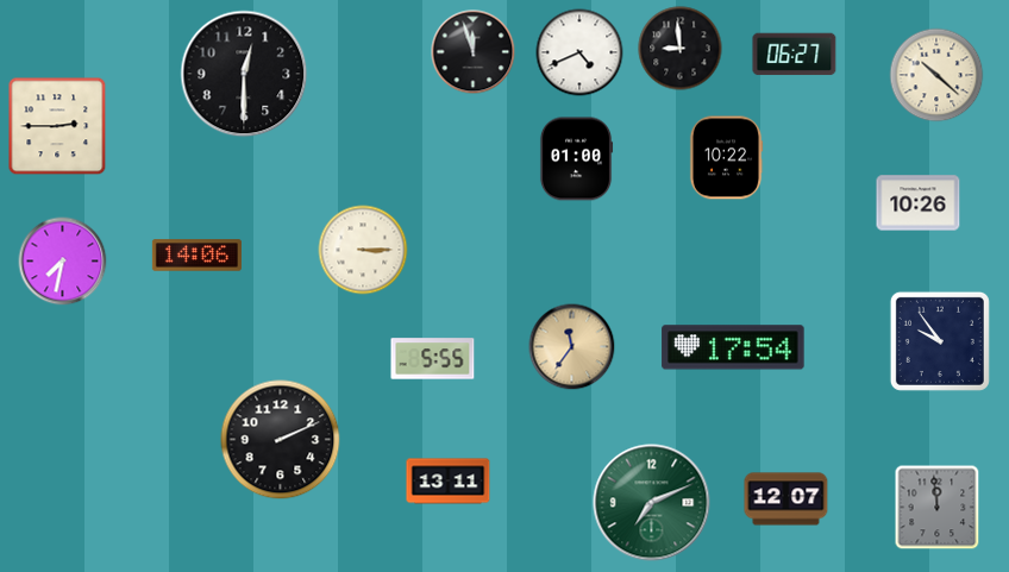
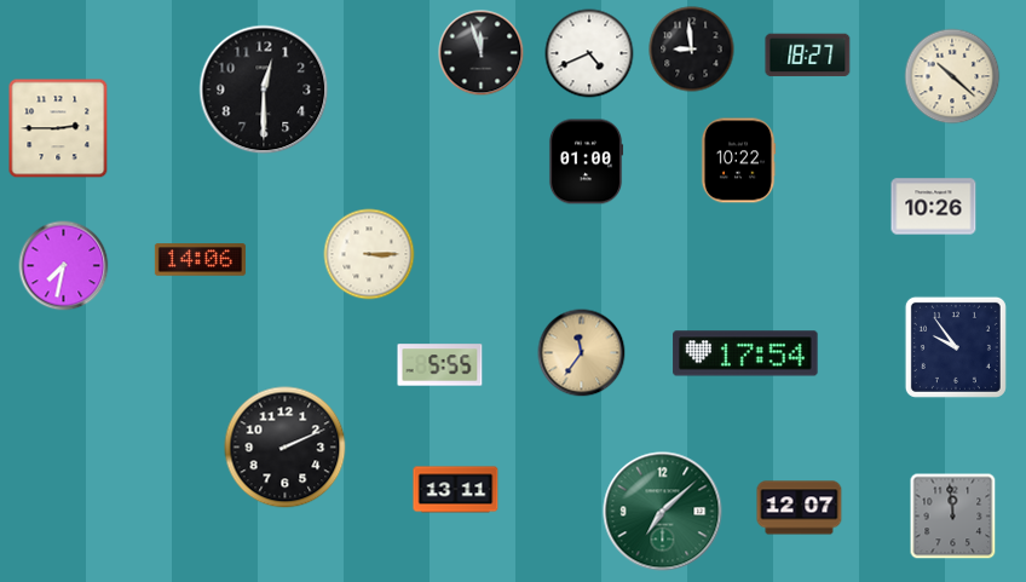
clock at (795, 55): 06:27 -> 18:27
clock at (244, 74) position: (244, 74) -> (264, 90)
clock at (652, 503): 7:11 -> 7:08
